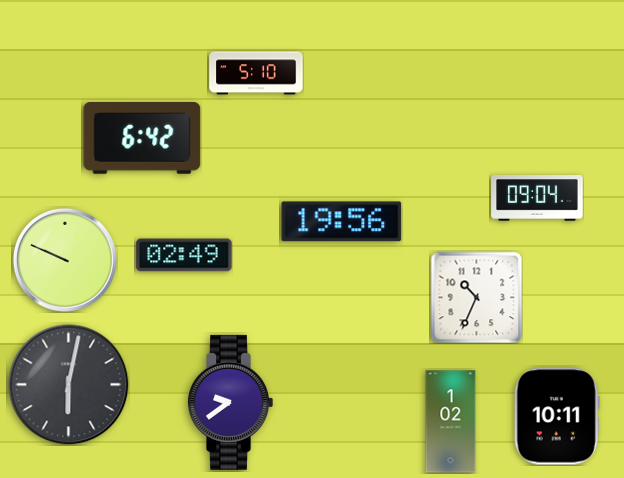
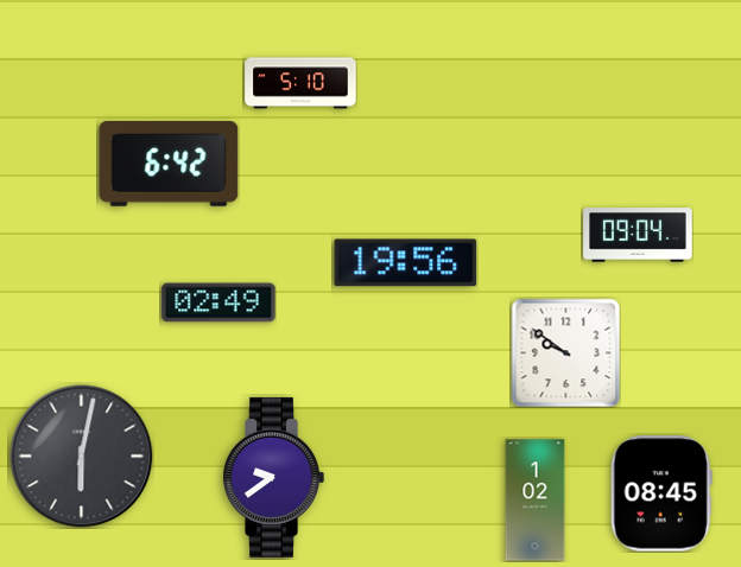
clock at (256, 73) position: (256, 73) -> (300, 83)
clock at (65, 260): 9:49 -> none
clock at (476, 297): 10:34 -> 9:51
clock at (557, 416): 10:11 -> 08:45
